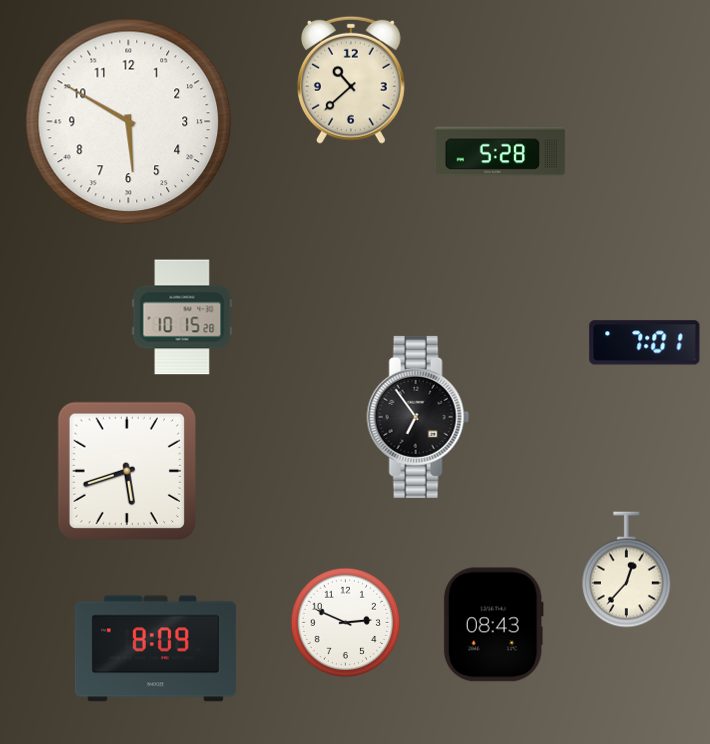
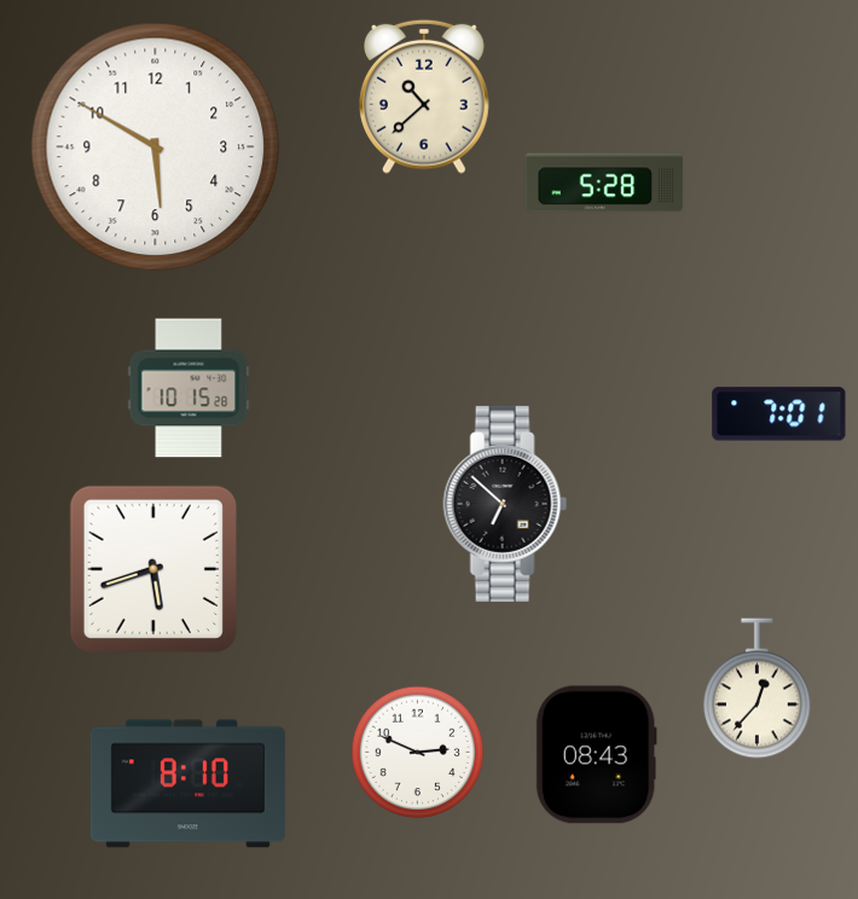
clock at (182, 317) position: (182, 317) -> (189, 388)
clock at (418, 417): 6:54 -> 6:52
clock at (155, 649): 8:09 -> 8:10
